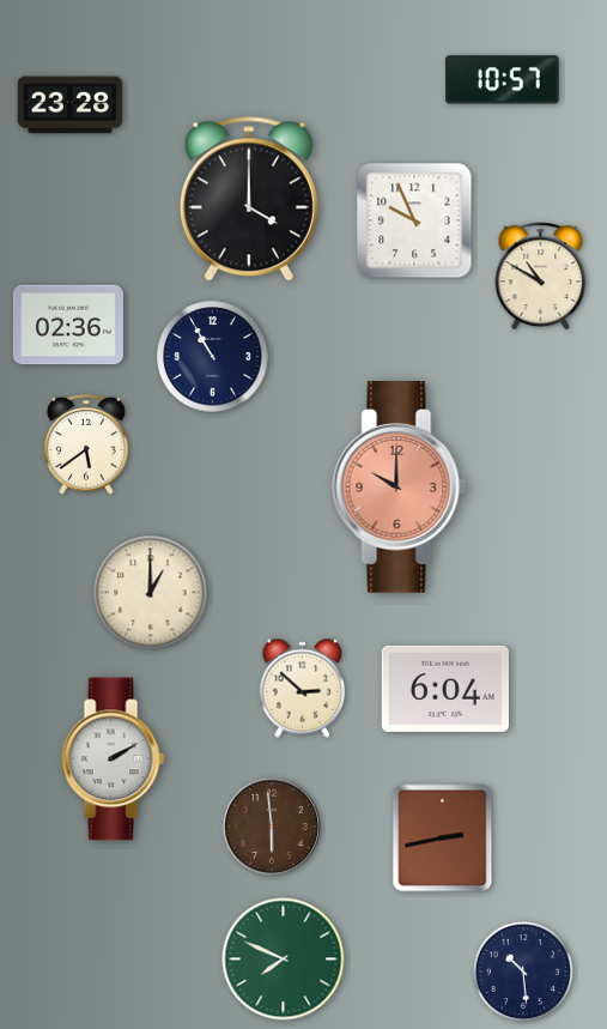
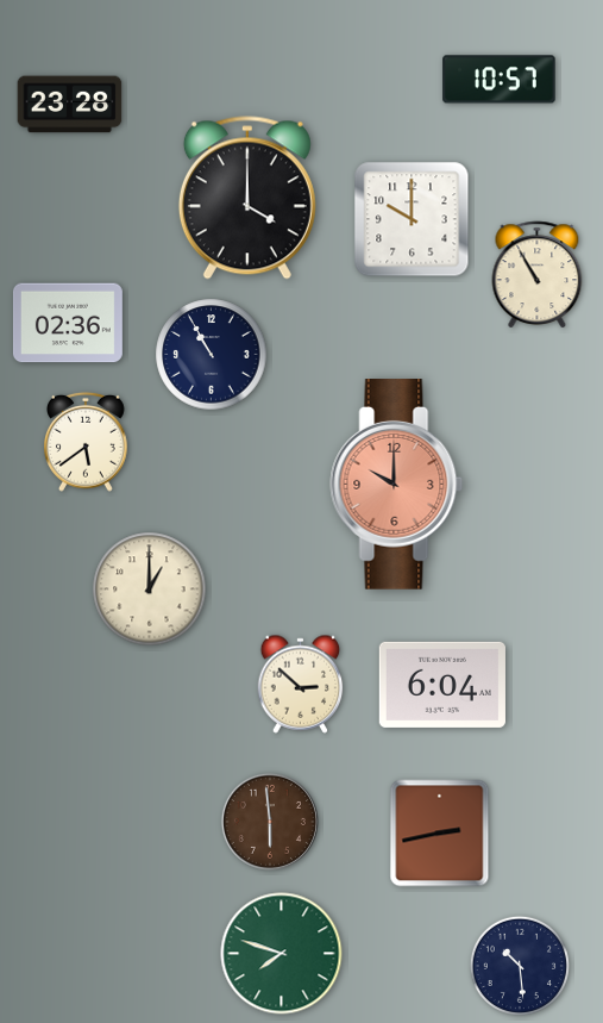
clock at (414, 220): 9:56 -> 10:00
clock at (541, 277): 10:50 -> 10:55
clock at (114, 759): 2:10 -> none
clock at (284, 960): 7:49 -> 7:48
